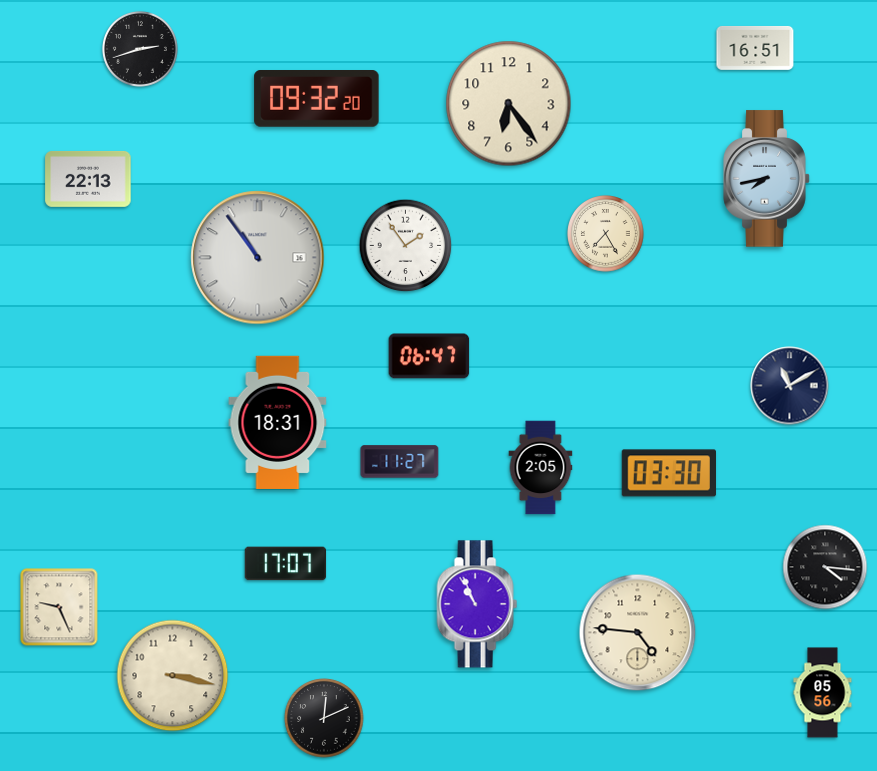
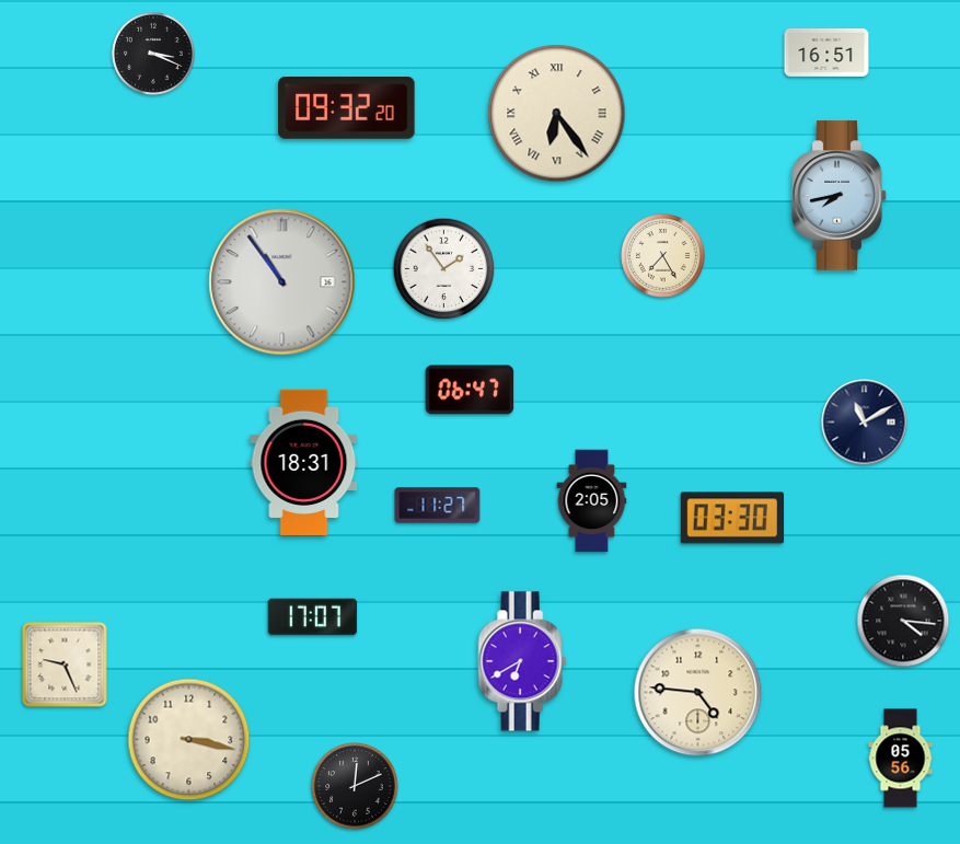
clock at (140, 49): 2:42 -> 3:19
clock at (509, 104) numerals: Arabic -> Roman
clock at (88, 179): 22:13 -> none
clock at (541, 468) position: (541, 468) -> (592, 501)
clock at (477, 604): 10:56 -> 6:40
